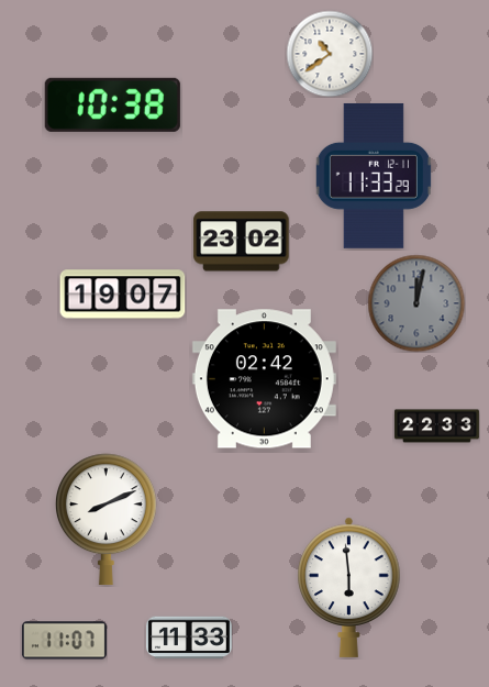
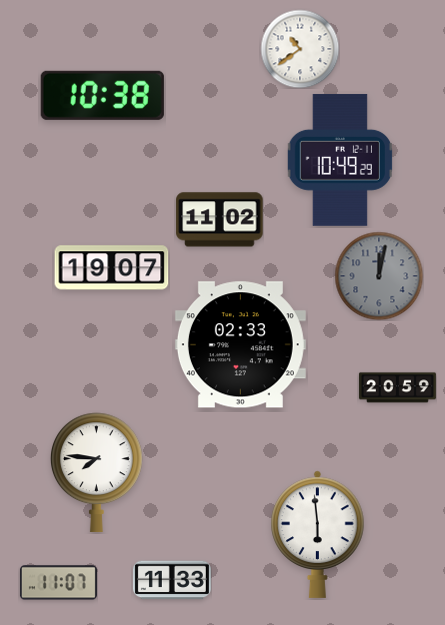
clock at (373, 176): 11:33 -> 10:49
clock at (242, 242): 23:02 -> 11:02
clock at (264, 379): 02:42 -> 02:33
clock at (436, 426): 22:33 -> 20:59
clock at (105, 520): 8:11 -> 7:46
